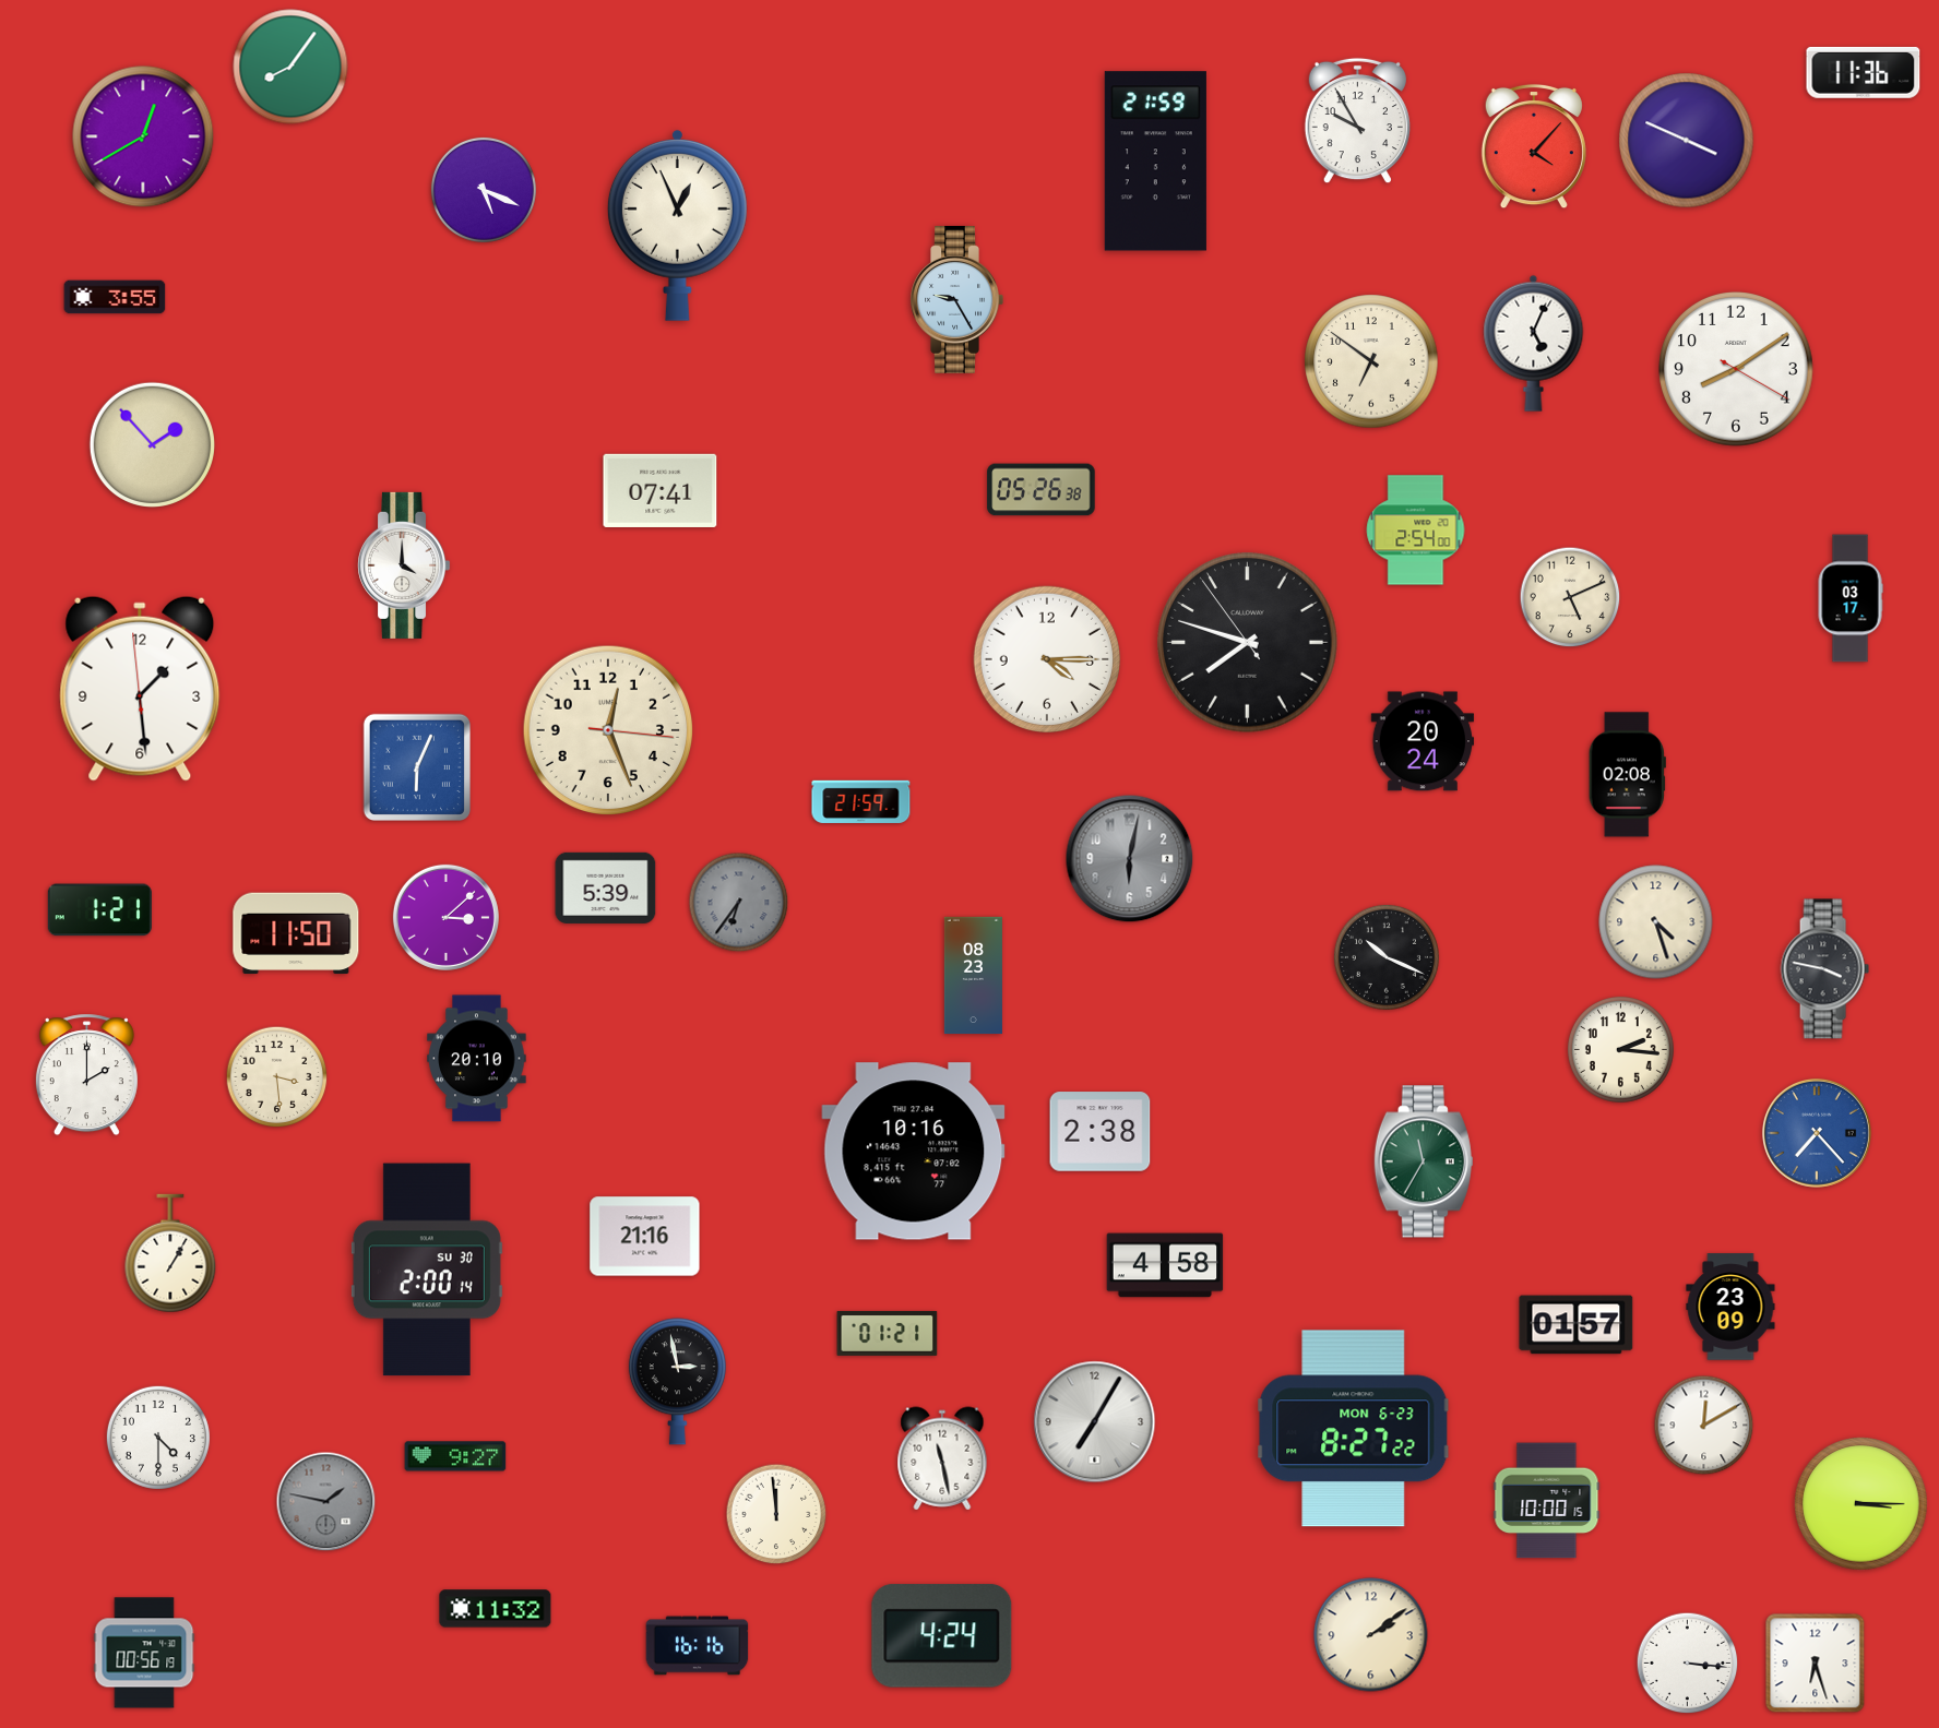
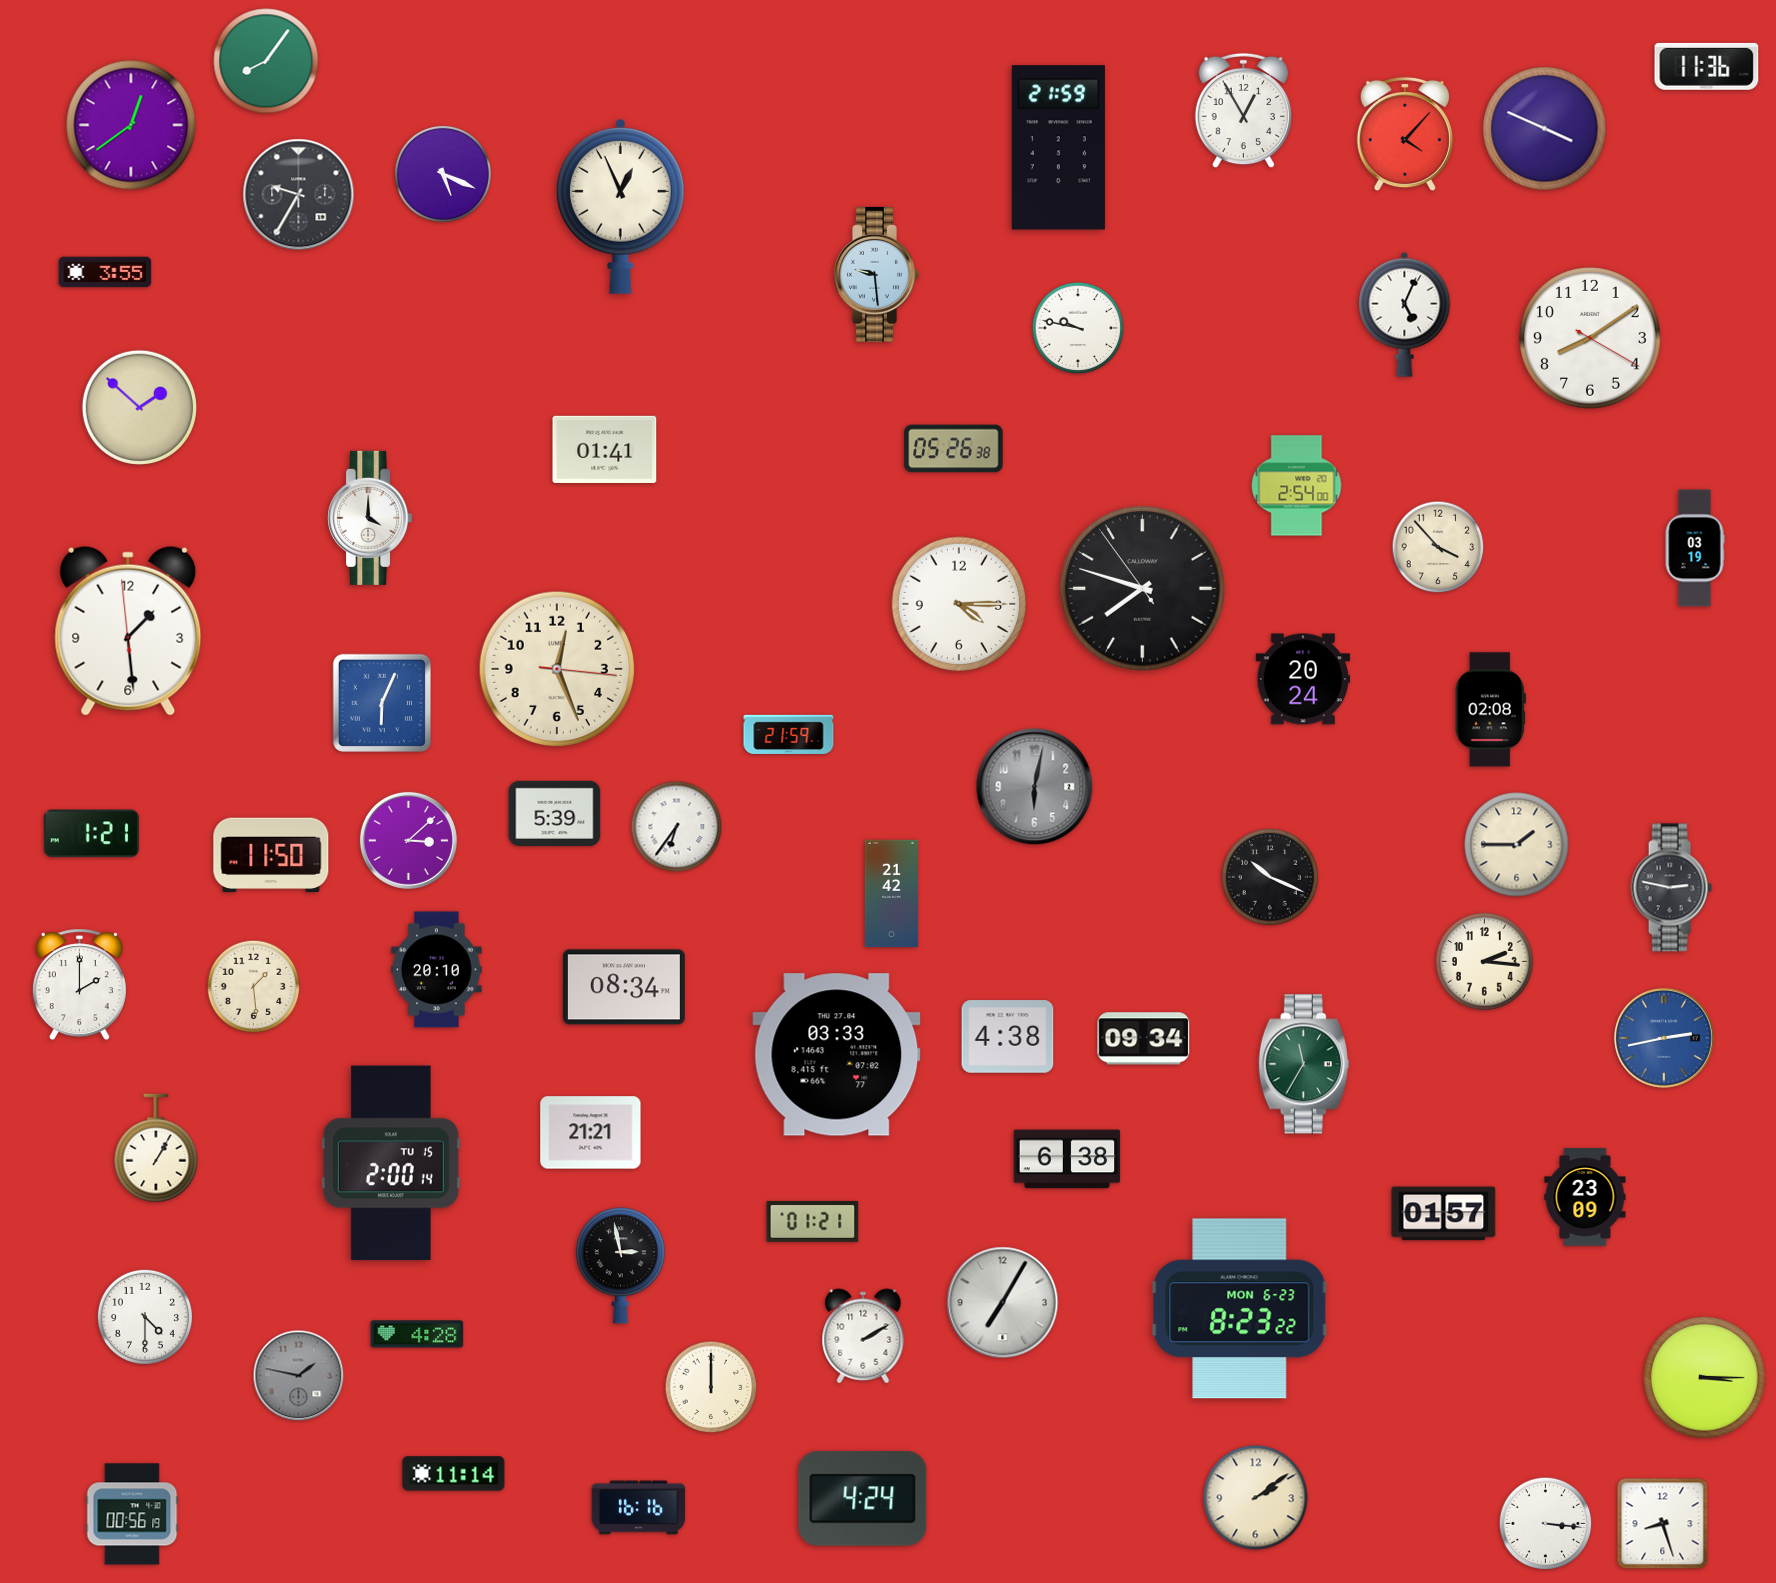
clock at (1357, 121): 9:55 -> 12:55
clock at (143, 136): 12:40 -> 12:39
clock at (299, 195): none -> 9:35
clock at (956, 299): 9:25 -> 9:29
clock at (1078, 328): none -> 9:47
clock at (1371, 361): 6:51 -> none
clock at (152, 444): 1:53 -> 1:52
clock at (661, 490): 07:41 -> 01:41
clock at (1570, 597): 5:11 -> 3:53
clock at (1851, 598): 03:17 -> 03:19
clock at (739, 903) dial: grey -> white
clock at (1656, 922): 4:27 -> 1:45
clock at (1824, 969): 3:47 -> 2:47
clock at (973, 976): 08:23 -> 21:42
clock at (277, 1077): 3:29 -> 1:29
clock at (624, 987): none -> 08:34
clock at (1101, 1132): 2:38 -> 4:38
clock at (1817, 1133): 7:23 -> 2:43
clock at (1144, 1039): none -> 09:34
clock at (914, 1152): 10:16 -> 03:33
clock at (645, 1237): 21:16 -> 21:21
clock at (1165, 1265): 4:58 -> 6:38
clock at (427, 1270) date: SU 30 -> TU 15
clock at (1704, 1426): 12:10 -> none
clock at (1354, 1429): 8:27 -> 8:23
clock at (455, 1456): 9:27 -> 4:28
clock at (942, 1458): 11:28 -> 2:10
clock at (1547, 1501): 10:00 -> none
clock at (776, 1514): 11:59 -> 12:00
clock at (496, 1609): 11:32 -> 11:14
clock at (1816, 1664): 6:27 -> 8:27
